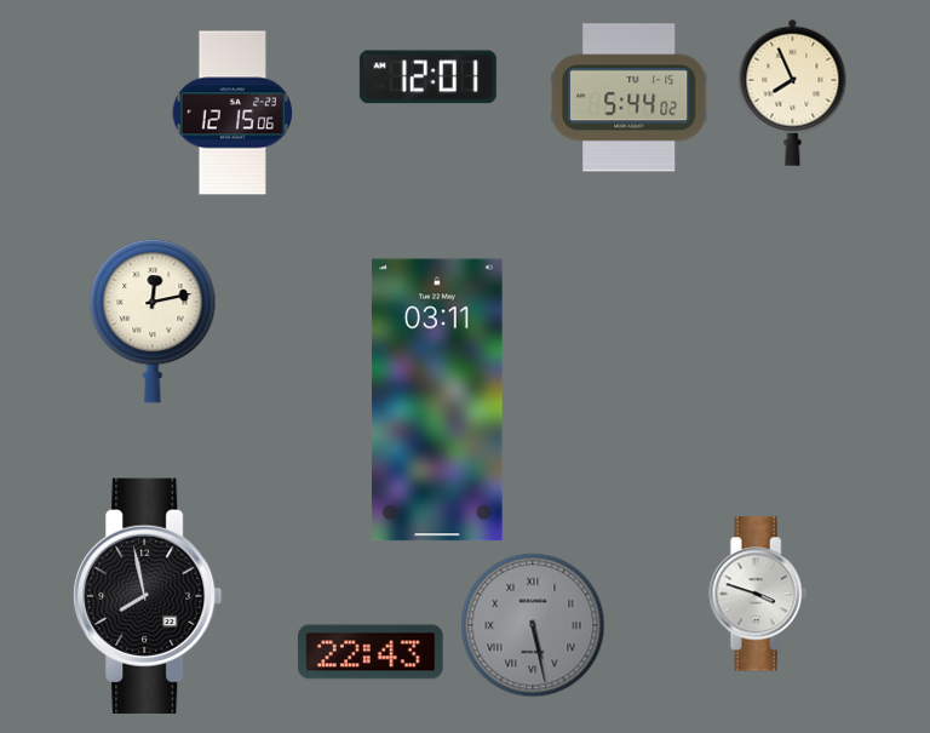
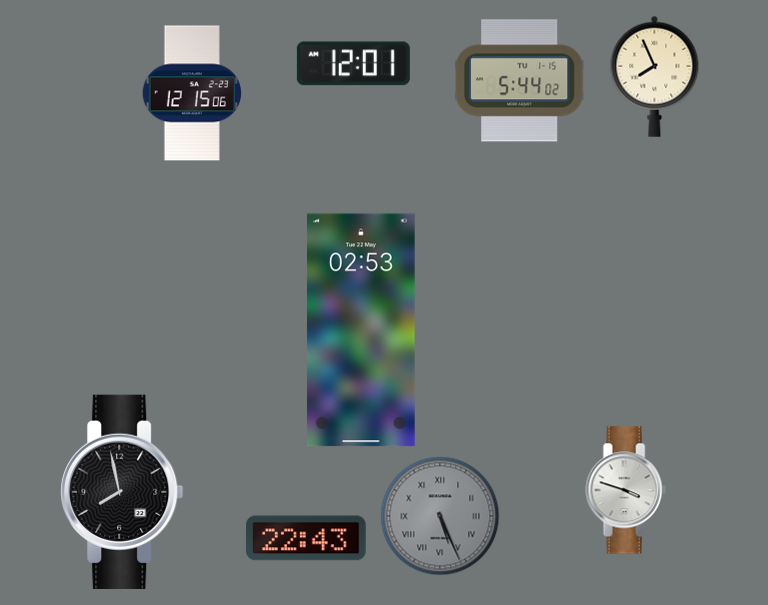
clock at (153, 322): 12:13 -> none
clock at (437, 400): 03:11 -> 02:53
clock at (533, 625): 5:28 -> 5:26
